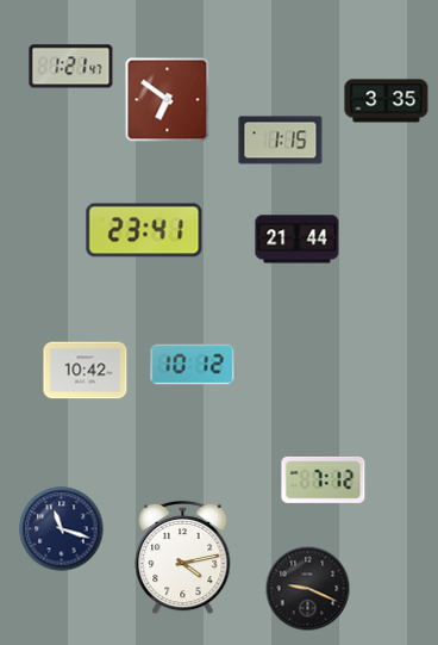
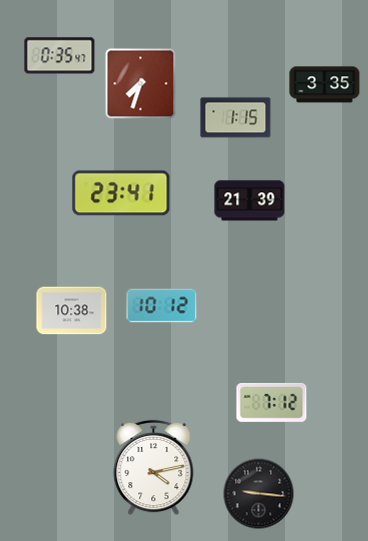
clock at (71, 67): 1:21 -> 0:35
clock at (168, 100): 6:51 -> 7:33
clock at (298, 240): 21:44 -> 21:39
clock at (86, 371): 10:42 -> 10:38
clock at (62, 529): 11:18 -> none
clock at (308, 589): 9:19 -> 9:16
